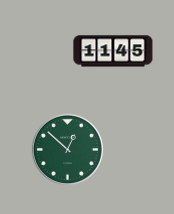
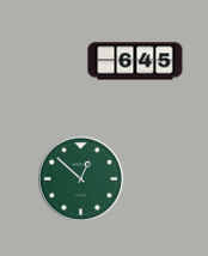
clock at (113, 51): 11:45 -> 6:45
